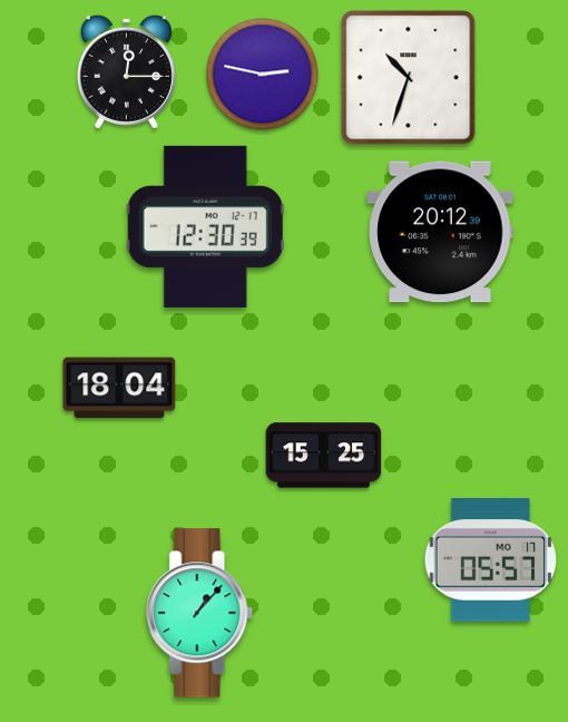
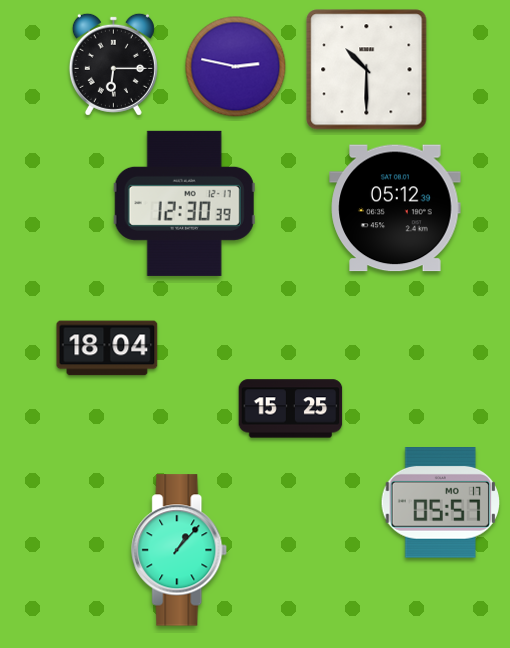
clock at (126, 71): 12:15 -> 6:15
clock at (409, 78): 10:33 -> 10:30
clock at (440, 232): 20:12 -> 05:12
